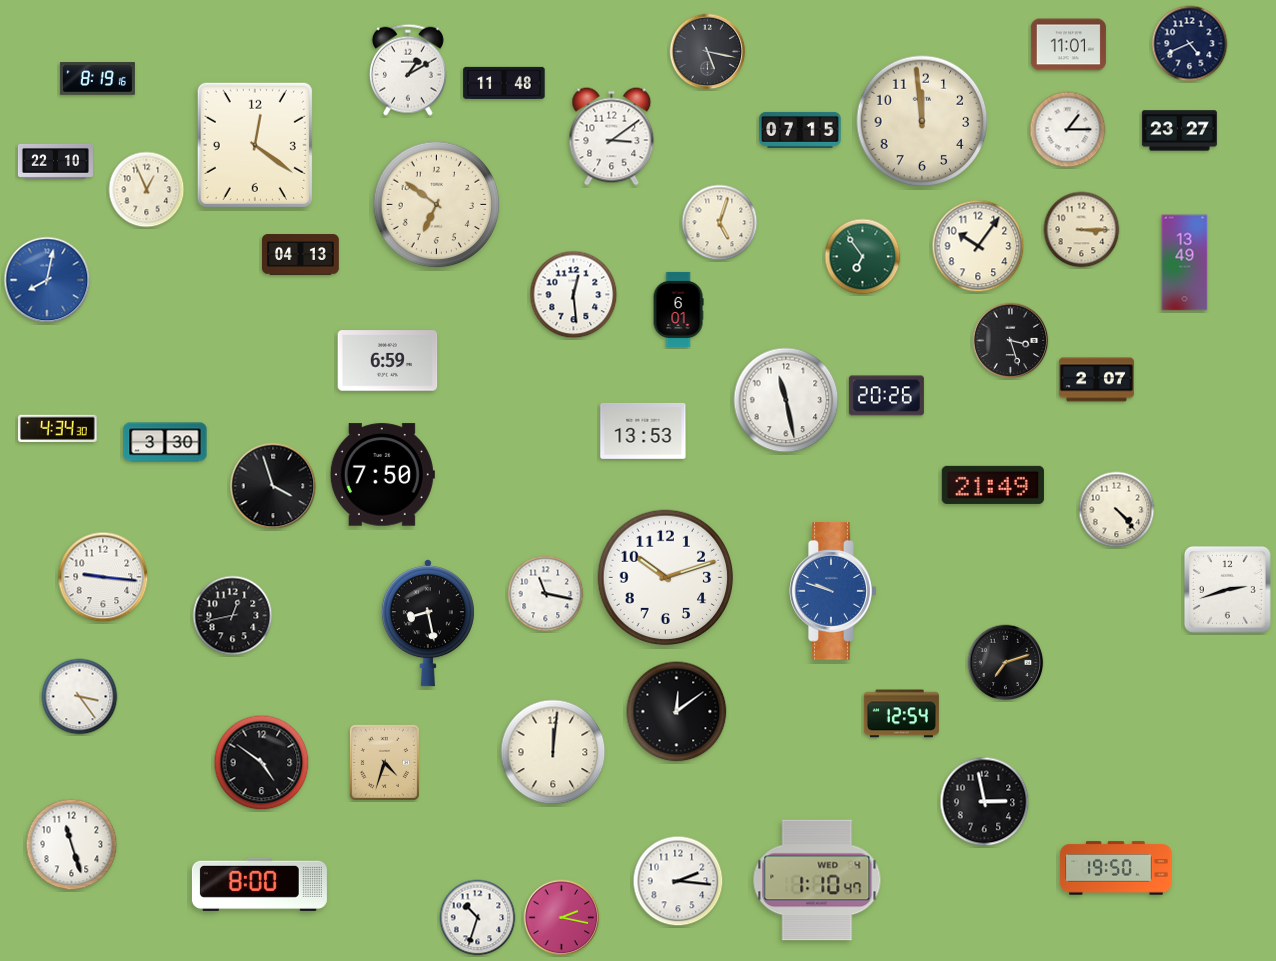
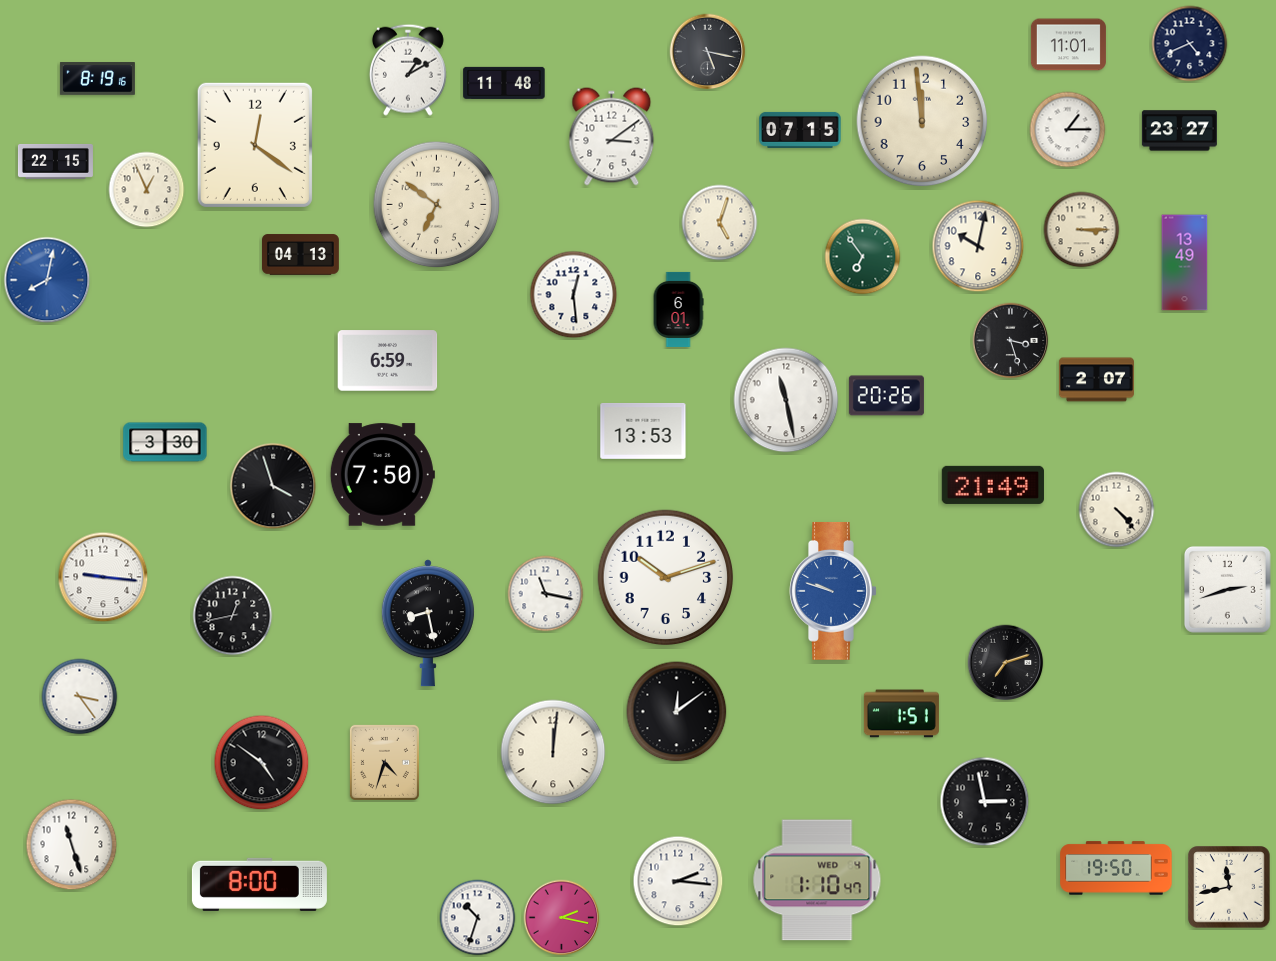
clock at (55, 161): 22:10 -> 22:15
clock at (978, 246): 10:06 -> 10:02
clock at (58, 428): 4:34 -> none
clock at (901, 714): 12:54 -> 1:51
clock at (1229, 887): none -> 11:43
